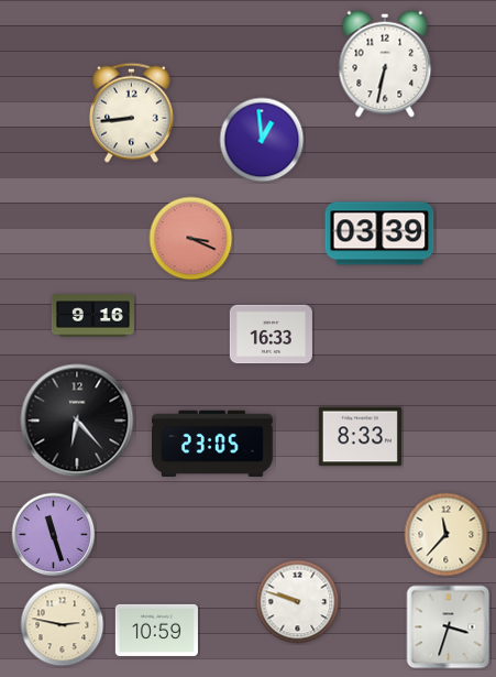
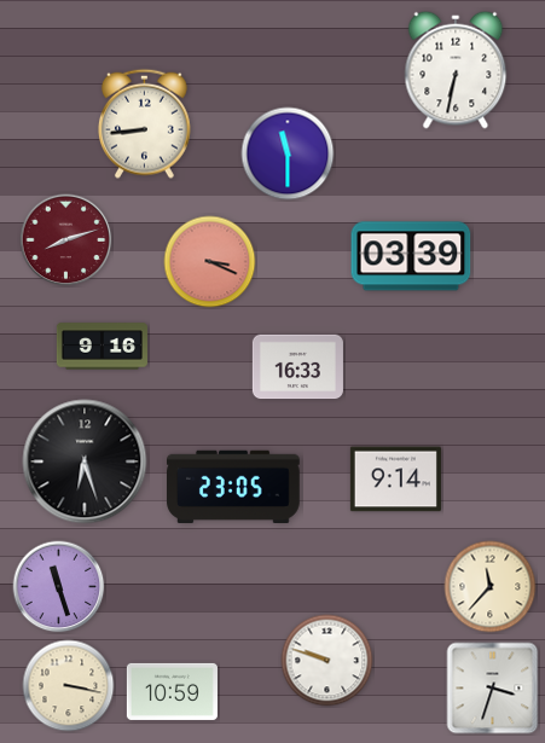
clock at (385, 64) position: (385, 64) -> (456, 70)
clock at (262, 140): 12:59 -> 11:30
clock at (66, 240): none -> 8:12
clock at (379, 233) position: (379, 233) -> (411, 256)
clock at (77, 421): 6:23 -> 6:27
clock at (360, 437): 8:33 -> 9:14
clock at (63, 625): 2:47 -> 3:17
